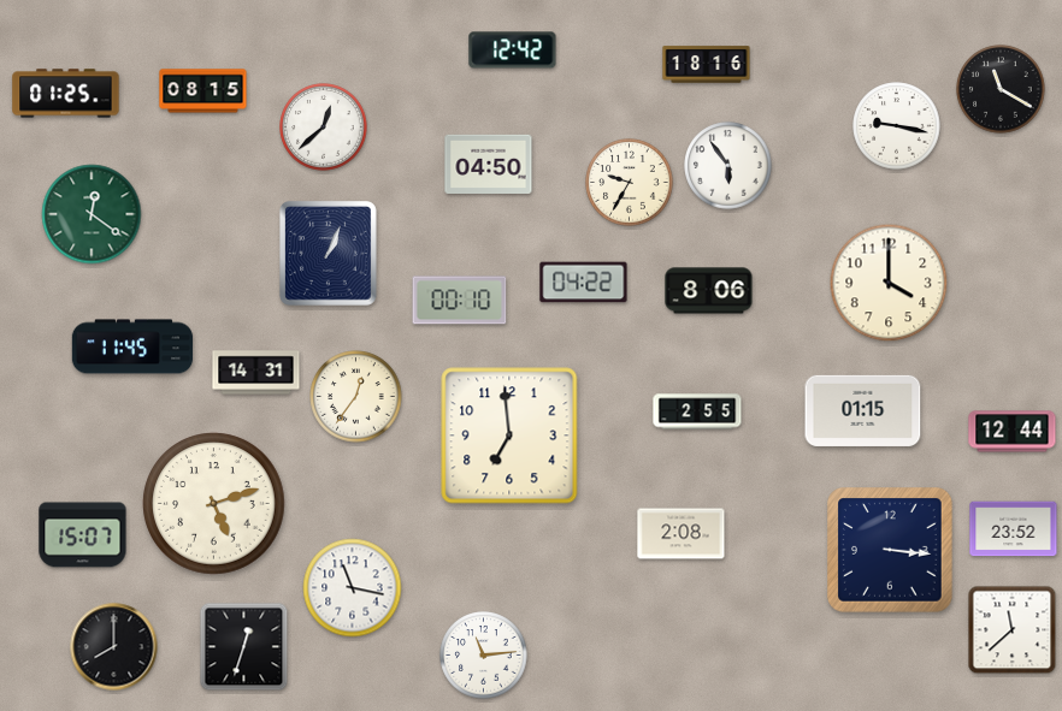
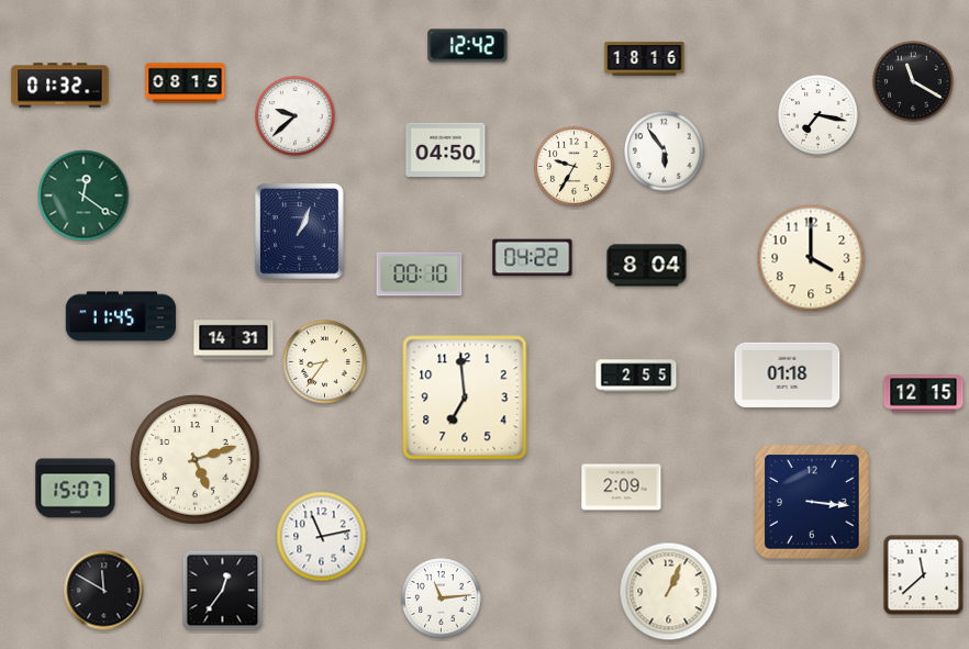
clock at (66, 94): 01:25 -> 01:32
clock at (897, 126): 9:17 -> 7:17
clock at (324, 128): 12:38 -> 9:38
clock at (709, 291): 8:06 -> 8:04
clock at (356, 397): 12:36 -> 8:36
clock at (863, 410): 01:15 -> 01:18
clock at (1013, 432): 12:44 -> 12:15
clock at (1014, 529): 23:52 -> none
clock at (682, 534): 2:08 -> 2:09
clock at (353, 588): 11:17 -> 11:13
clock at (114, 647): 8:00 -> 11:50
clock at (244, 647): 12:33 -> 12:36
clock at (669, 592): none -> 1:04
